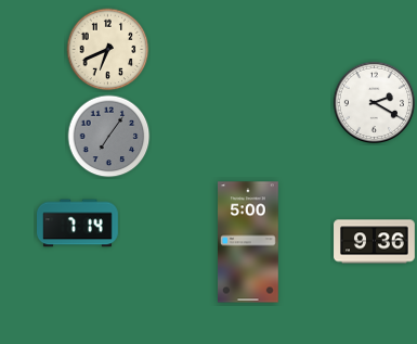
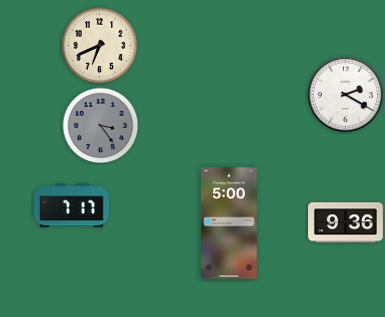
clock at (109, 137): 7:06 -> 3:24
clock at (78, 224): 7:14 -> 7:17
